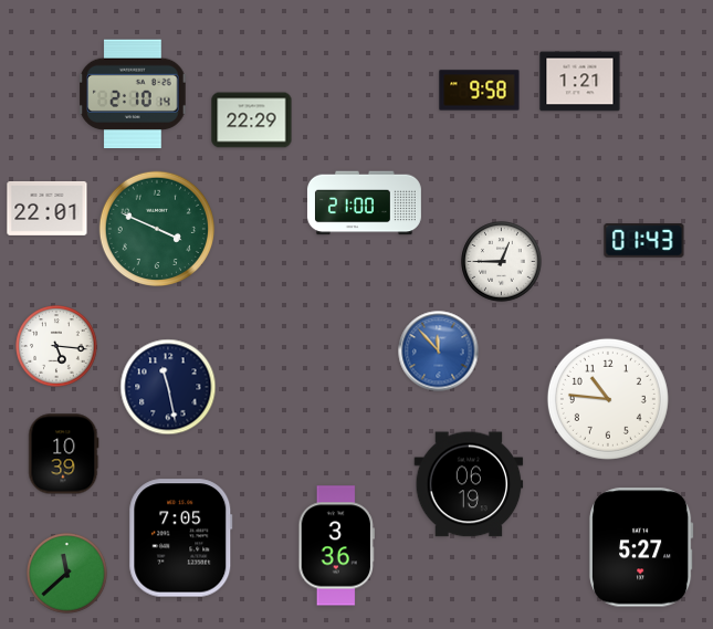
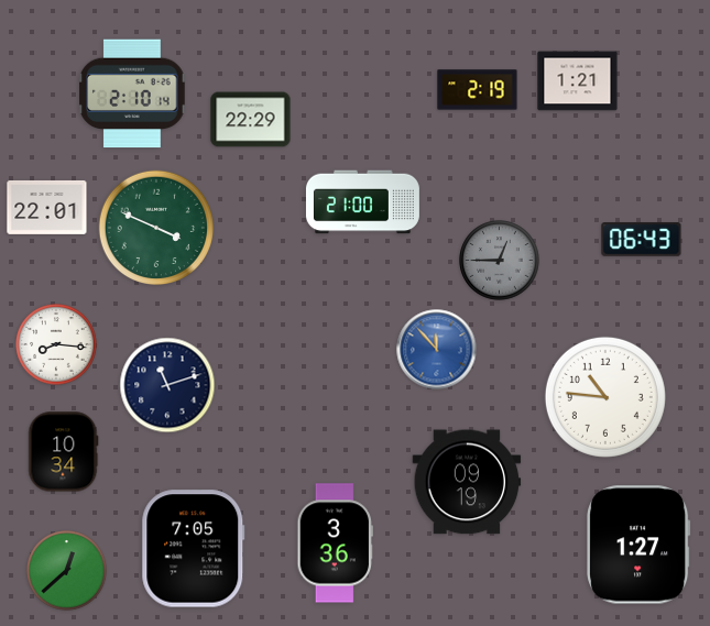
clock at (480, 91): 9:58 -> 2:19
clock at (644, 241): 01:43 -> 06:43
clock at (502, 262) dial: white -> grey
clock at (56, 346): 5:16 -> 8:16
clock at (168, 387): 11:28 -> 11:12
clock at (64, 454): 10:39 -> 10:34
clock at (469, 484): 06:19 -> 09:19
clock at (181, 538) position: (181, 538) -> (194, 549)
clock at (641, 547): 5:27 -> 1:27
clock at (67, 574): 11:38 -> 12:38
